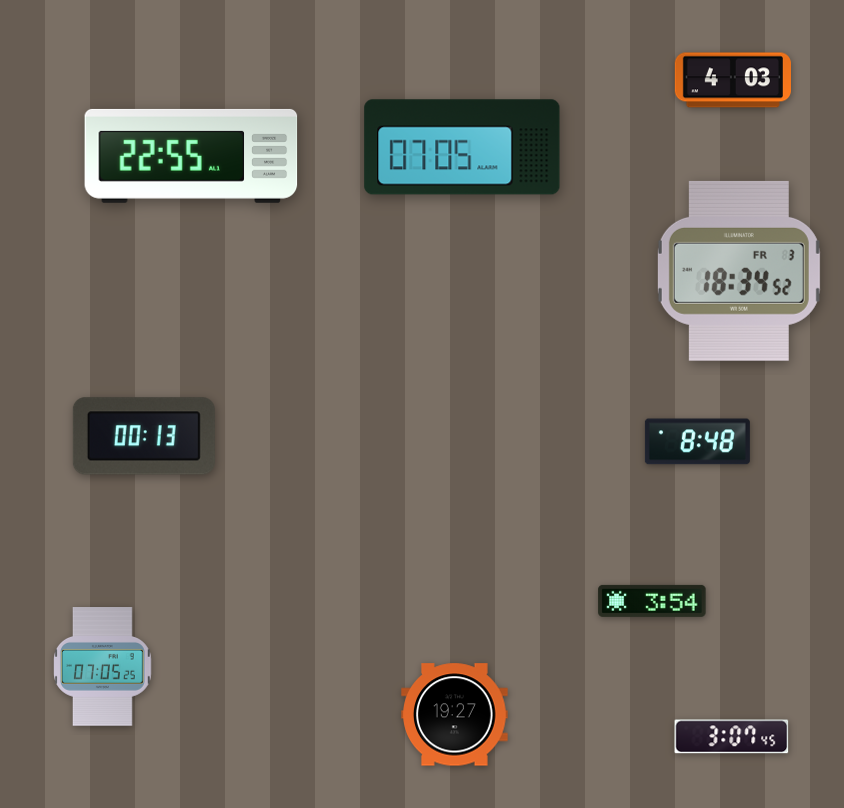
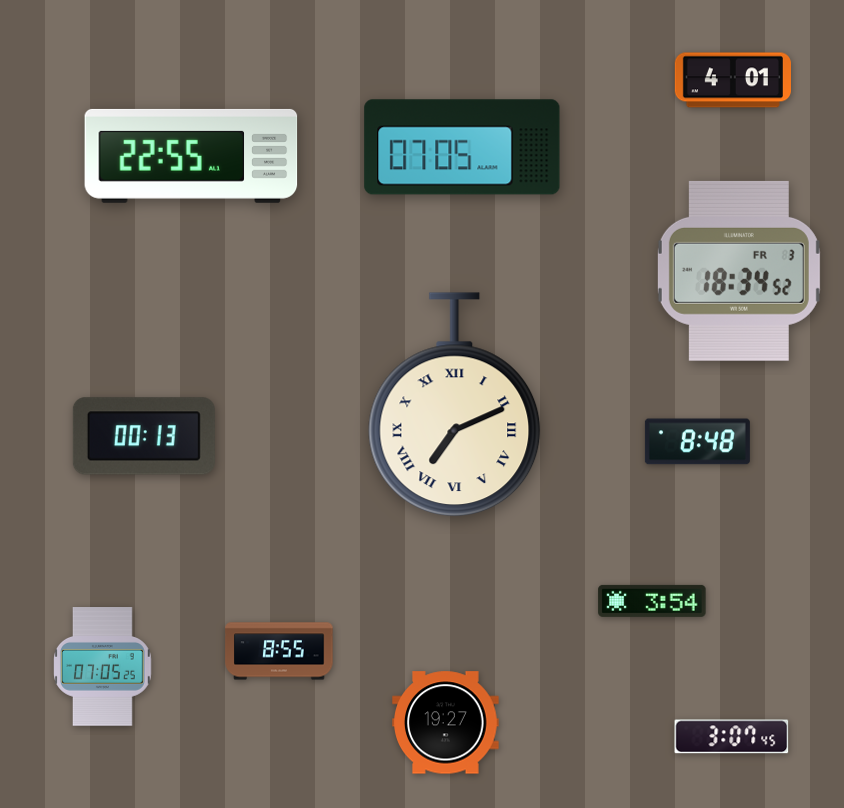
clock at (733, 80): 4:03 -> 4:01
clock at (455, 405): none -> 7:11
clock at (279, 651): none -> 8:55
clock at (455, 715) position: (455, 715) -> (446, 723)
